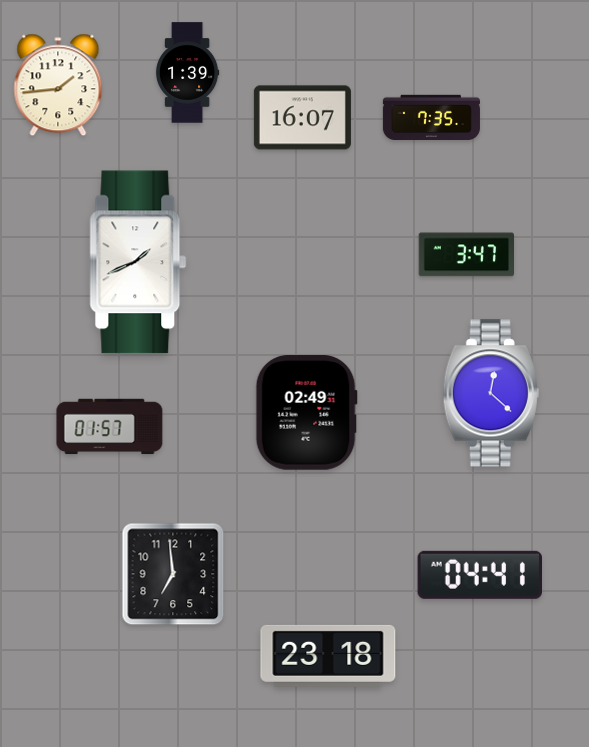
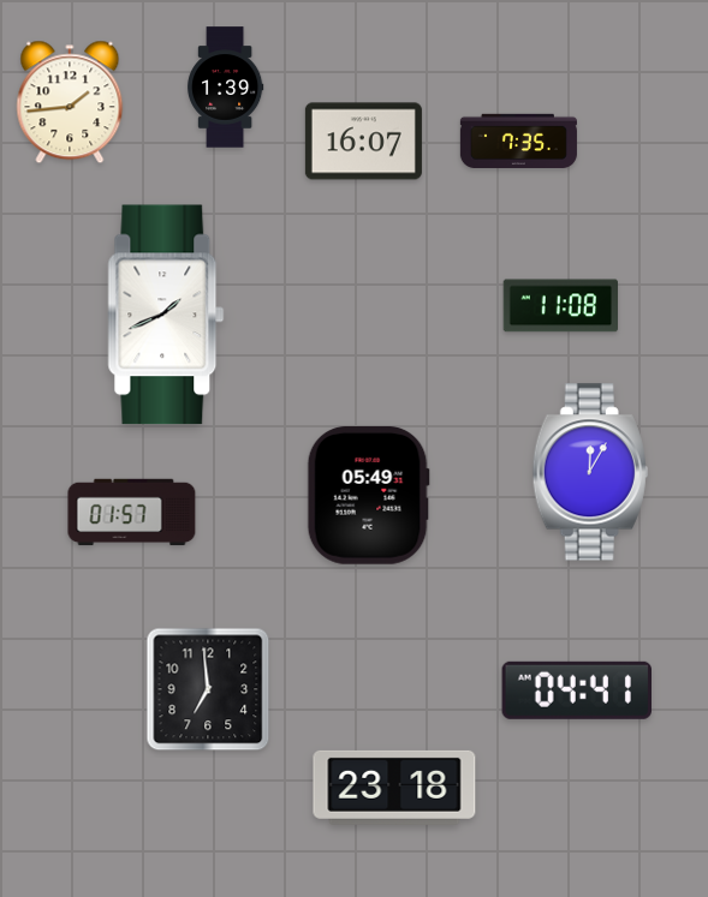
clock at (466, 255): 3:47 -> 11:08
clock at (491, 393): 12:22 -> 12:05
clock at (306, 413): 02:49 -> 05:49
